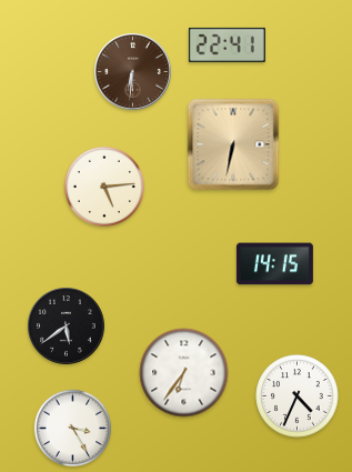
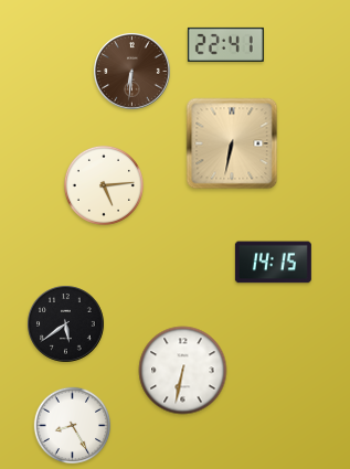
clock at (184, 373): 6:36 -> 6:32
clock at (298, 396): 4:34 -> none
clock at (73, 429): 3:25 -> 8:25
